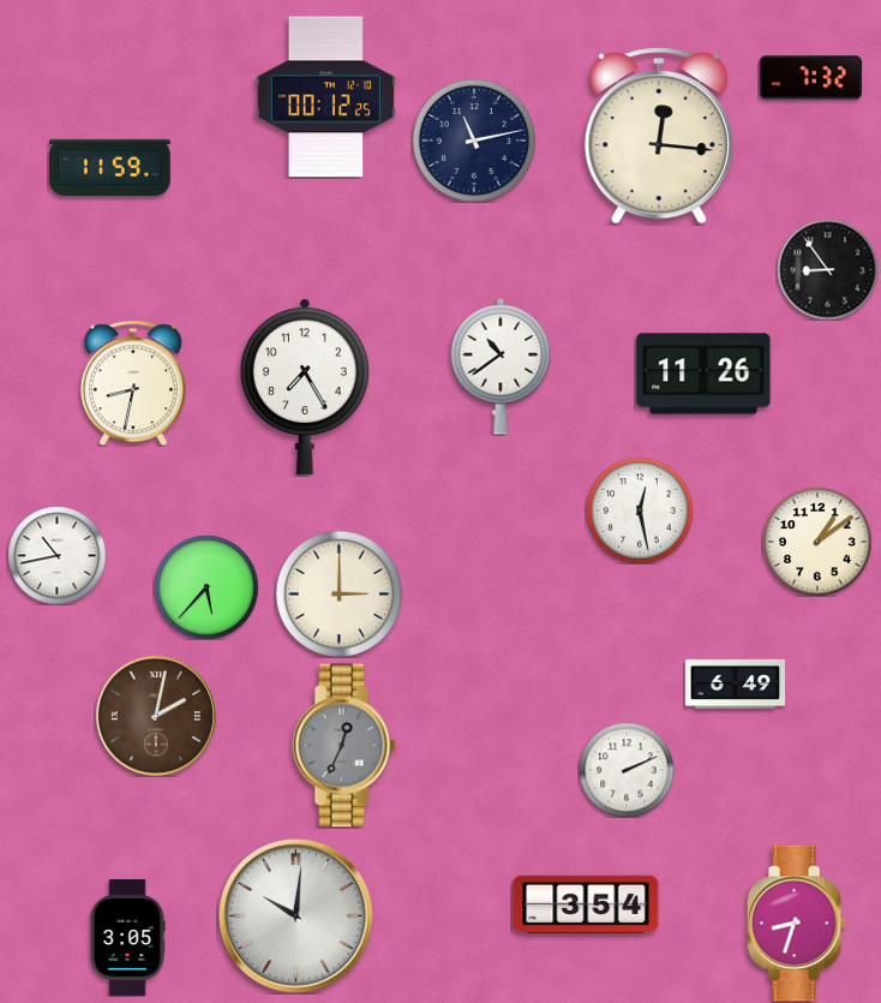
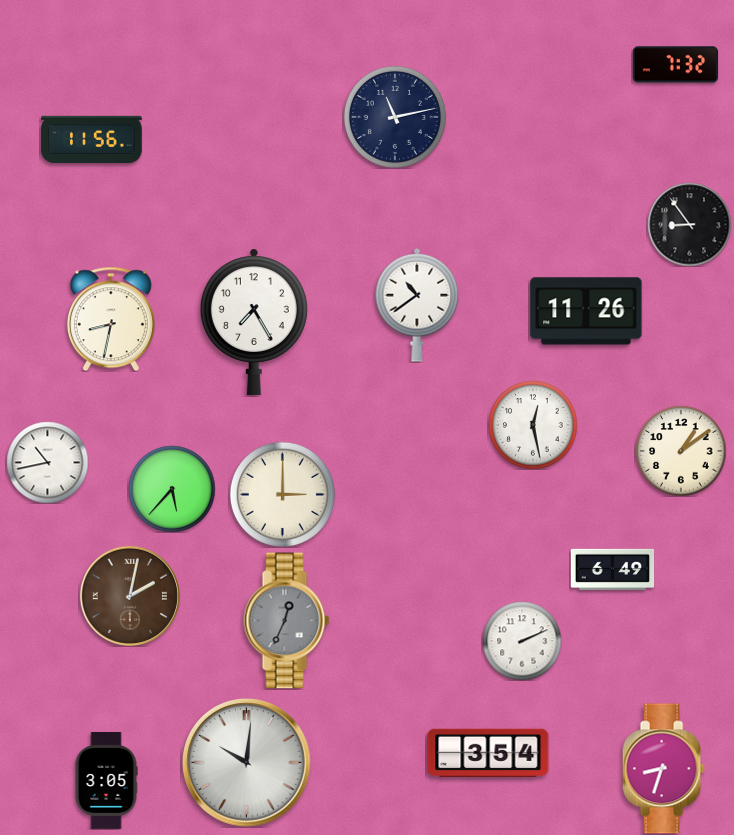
clock at (325, 97): 00:12 -> none
clock at (659, 136): 12:16 -> none
clock at (110, 168): 11:59 -> 11:56
